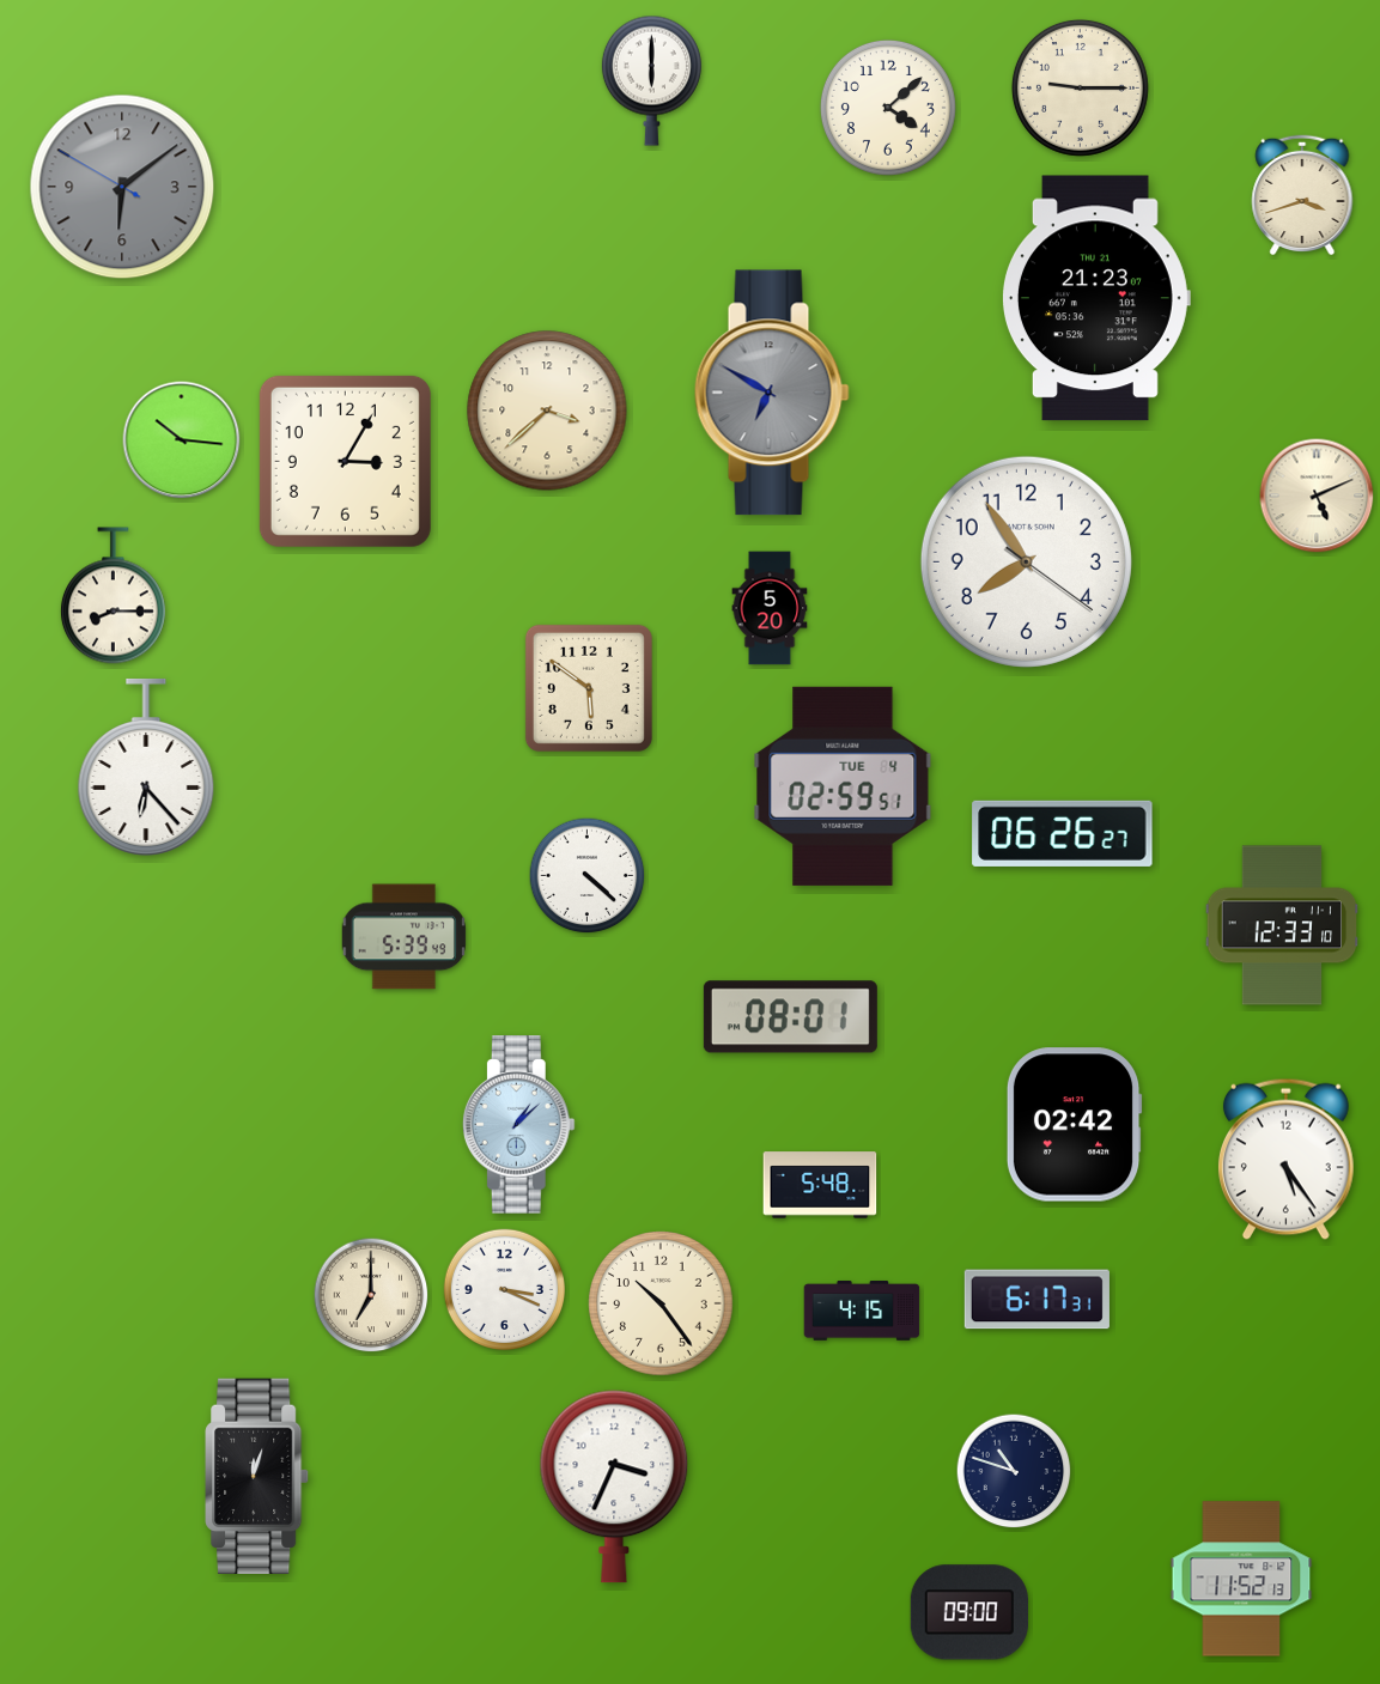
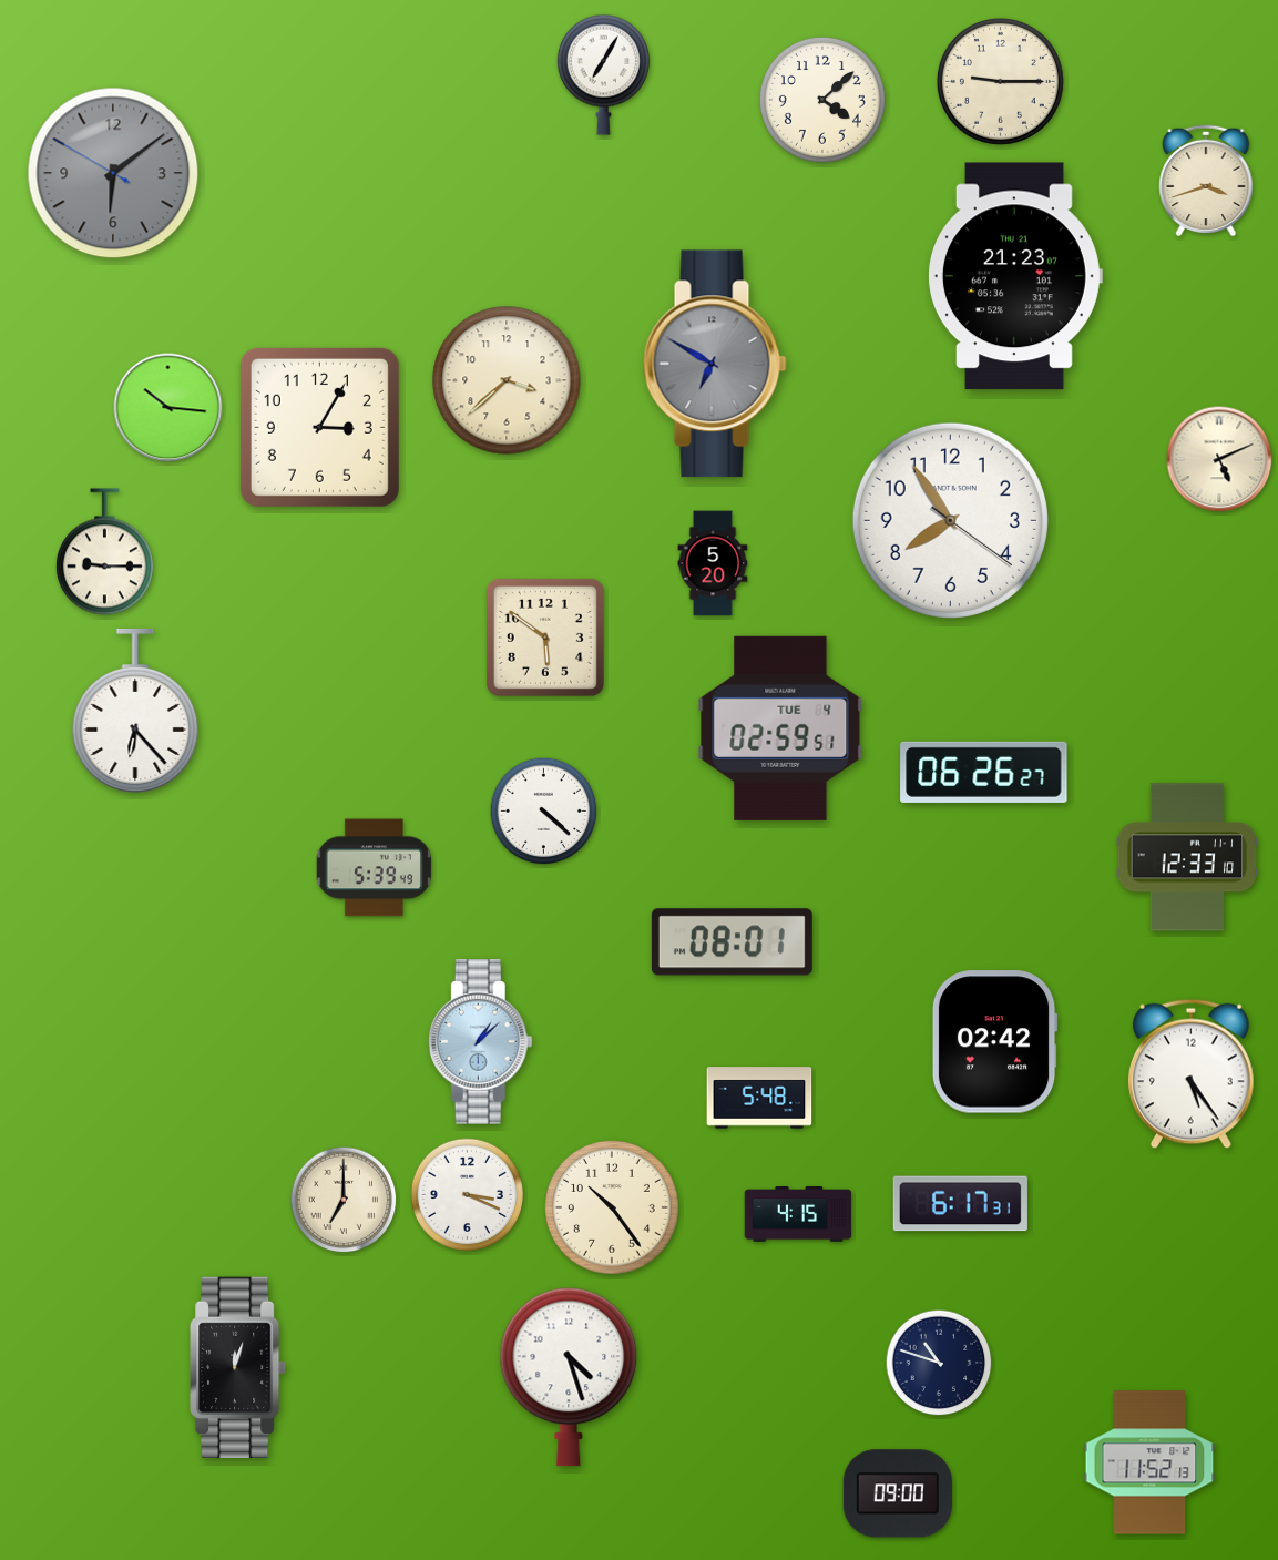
clock at (651, 80): 6:00 -> 7:05
clock at (113, 596): 8:15 -> 9:15
clock at (614, 1487): 3:34 -> 4:27
